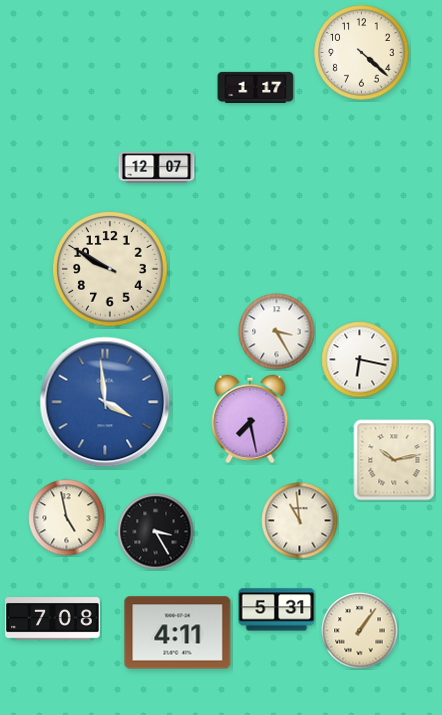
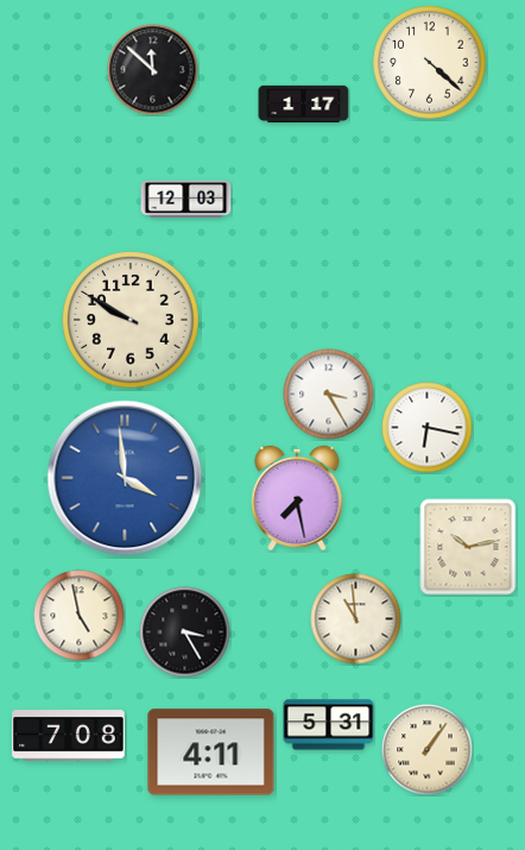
clock at (153, 70): none -> 11:52
clock at (157, 167): 12:07 -> 12:03
clock at (53, 619) position: (53, 619) -> (69, 736)
